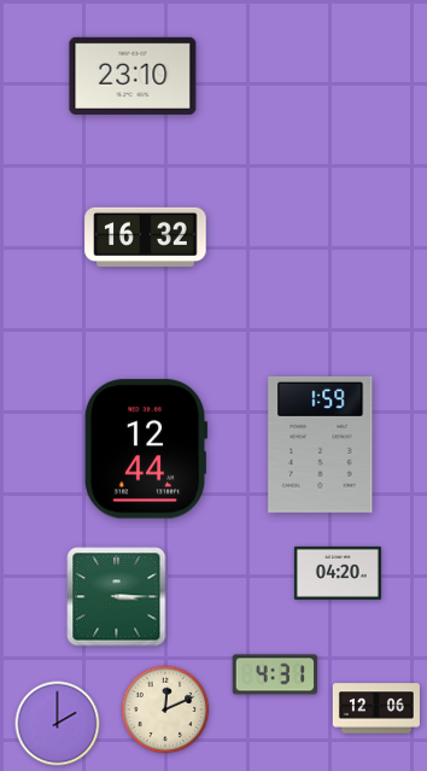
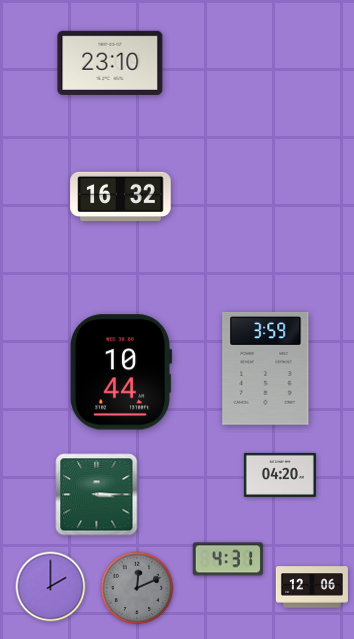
clock at (321, 444): 1:59 -> 3:59
clock at (146, 449): 12:44 -> 10:44
clock at (165, 709) dial: cream -> grey
clock at (58, 724) position: (58, 724) -> (51, 587)
